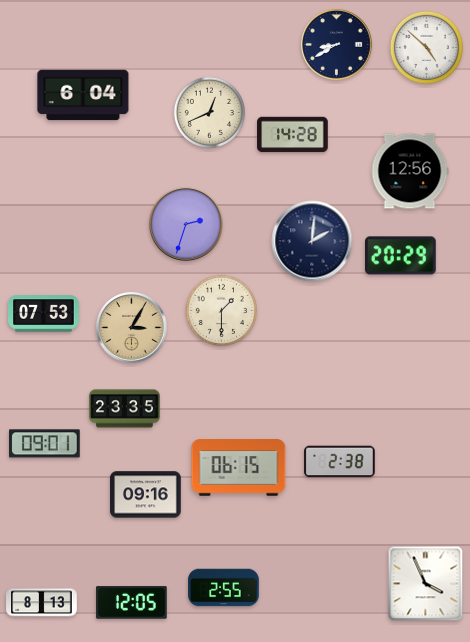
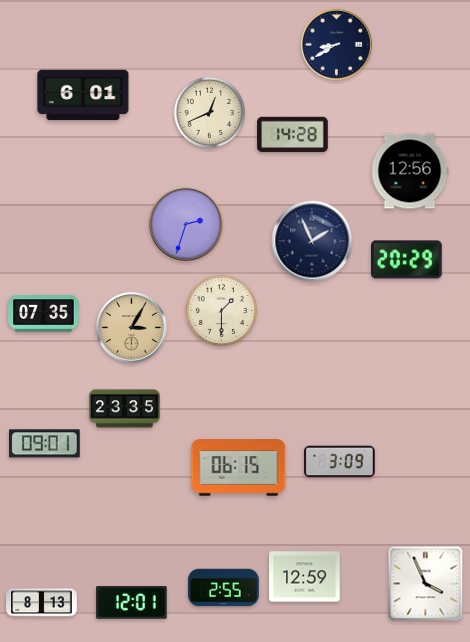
clock at (426, 47): 4:52 -> none
clock at (83, 95): 6:04 -> 6:01
clock at (312, 241): 2:01 -> 1:56
clock at (401, 256) position: (401, 256) -> (407, 260)
clock at (44, 314): 07:53 -> 07:35
clock at (340, 462): 2:38 -> 3:09
clock at (146, 495): 09:16 -> none
clock at (305, 577): none -> 12:59
clock at (132, 603): 12:05 -> 12:01
